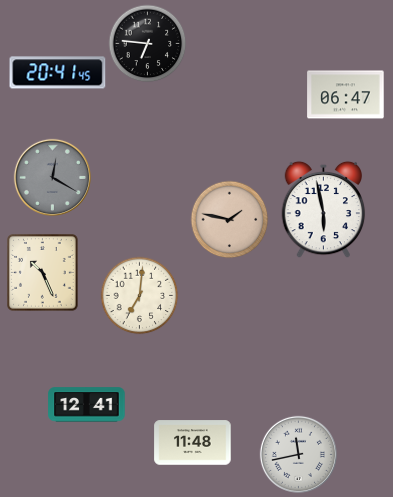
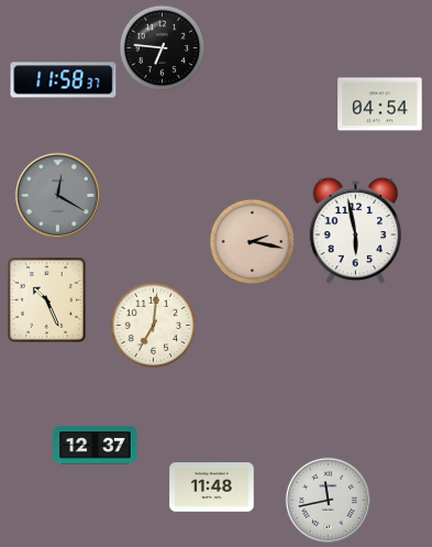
clock at (58, 73): 20:41 -> 11:58
clock at (346, 95): 06:47 -> 04:54
clock at (229, 219): 1:47 -> 2:17
clock at (87, 405): 12:41 -> 12:37
